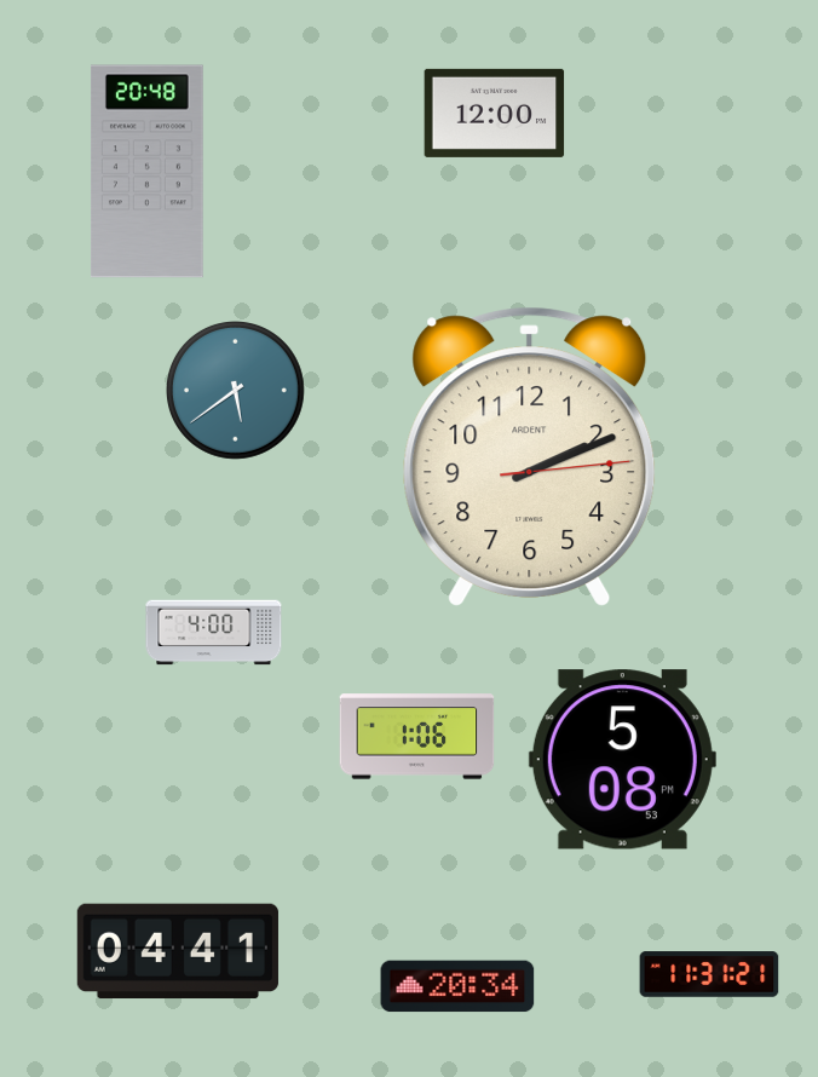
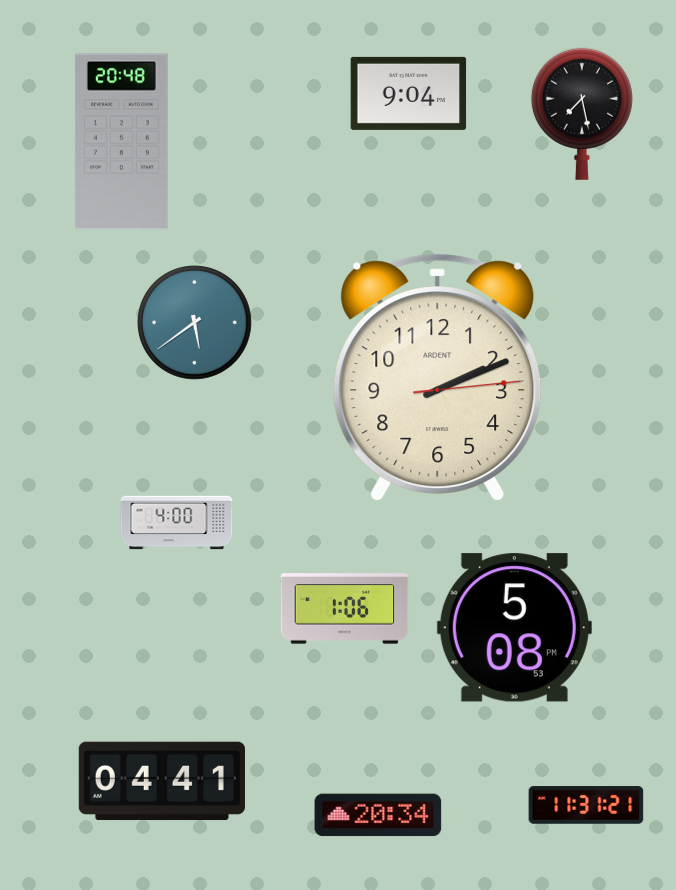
clock at (495, 113): 12:00 -> 9:04
clock at (582, 114): none -> 7:28
clock at (178, 951) position: (178, 951) -> (162, 781)
